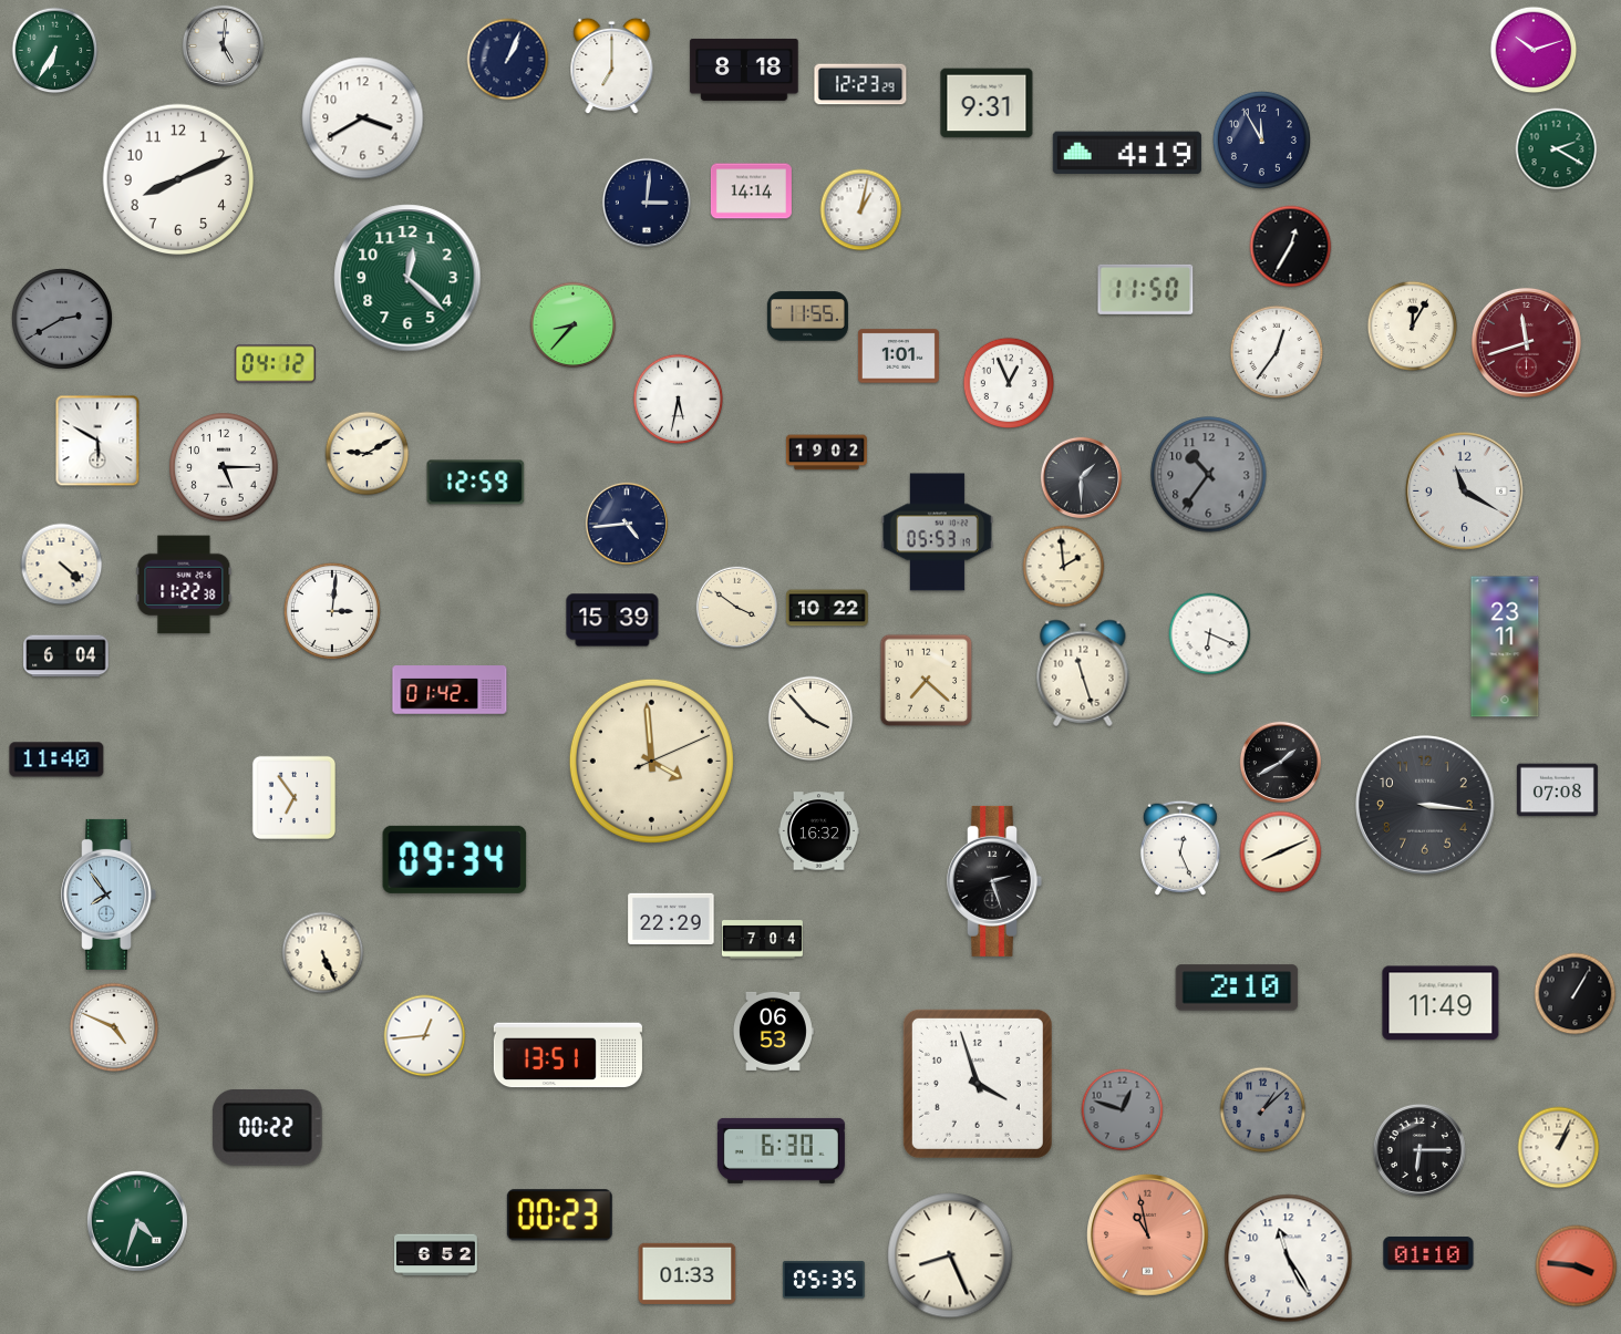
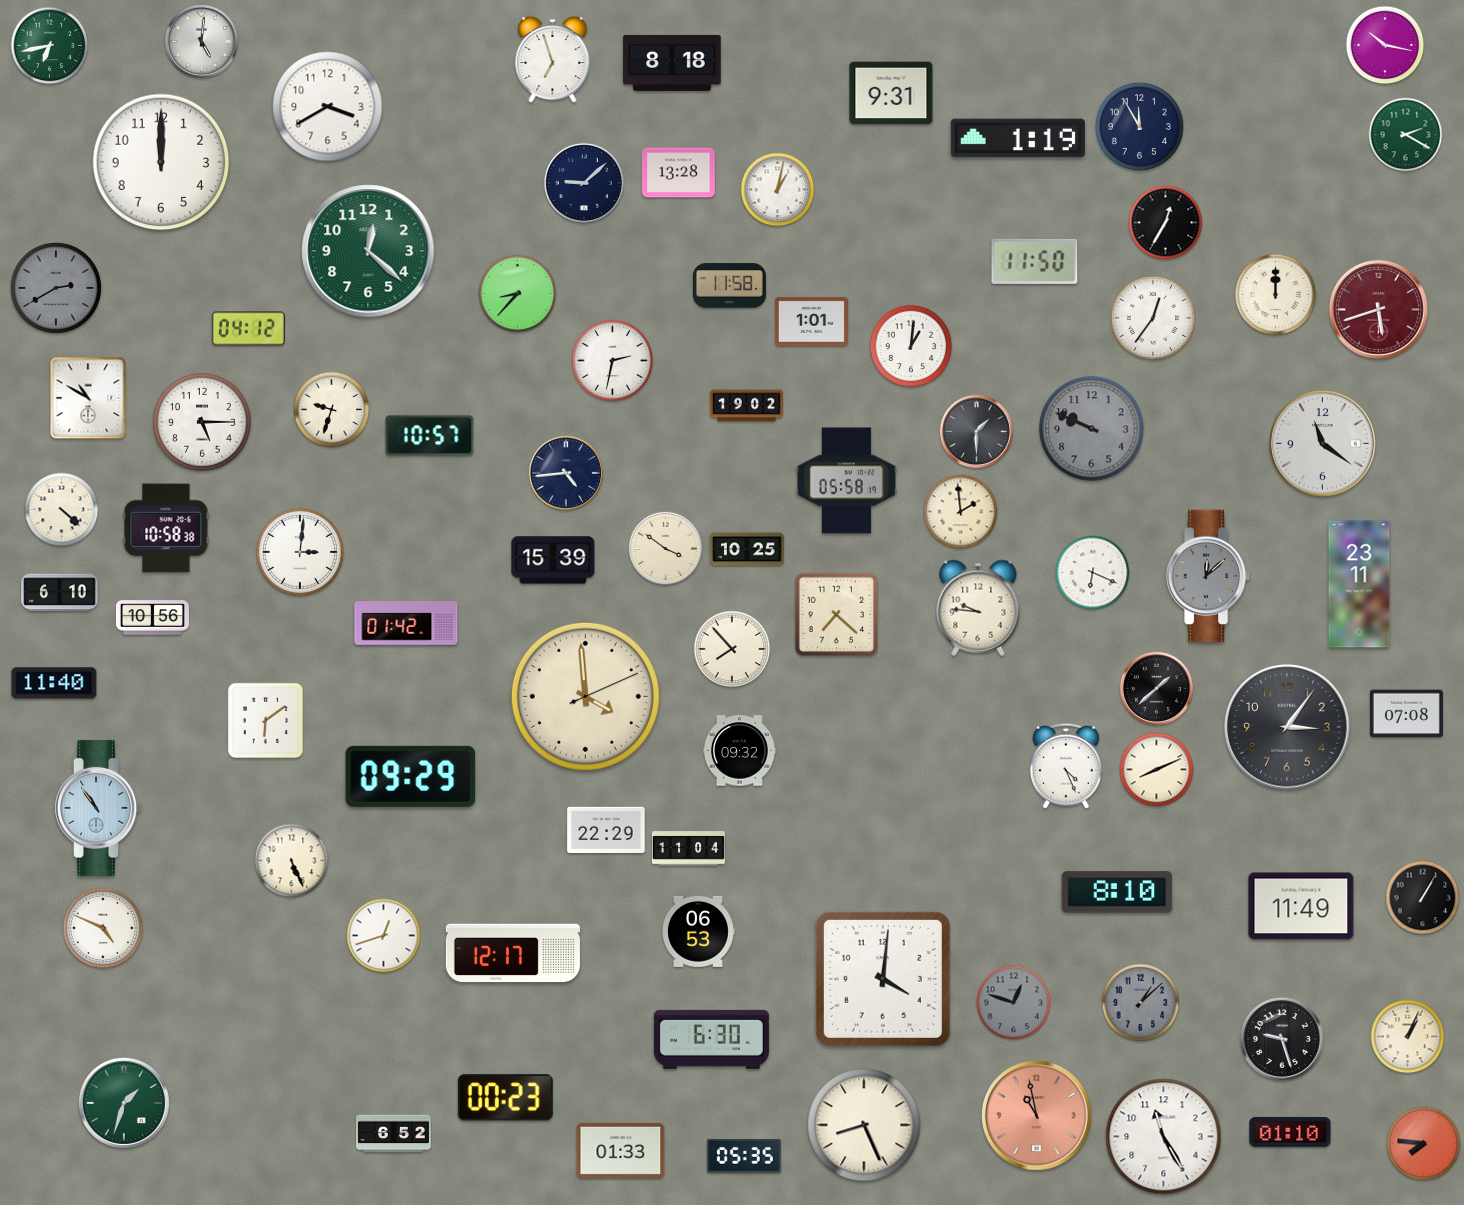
clock at (1534, 50): 10:12 -> 10:17
clock at (55, 51): 6:35 -> 6:43
clock at (508, 60): 1:04 -> none
clock at (612, 66): 7:00 -> 6:57
clock at (860, 84): 12:23 -> none
clock at (1127, 153): 4:19 -> 1:19
clock at (178, 179): 8:11 -> 12:00
clock at (751, 192): 14:14 -> 13:28
clock at (647, 203): 3:01 -> 9:08
clock at (807, 317): 11:55 -> 11:58
clock at (1413, 327): 12:05 -> 12:00
clock at (1526, 342): 11:42 -> 5:42
clock at (1009, 383): 12:56 -> 1:01
clock at (679, 400): 5:32 -> 2:32
clock at (97, 441): 5:50 -> 10:50
clock at (826, 453) position: (826, 453) -> (746, 406)
clock at (368, 454): 9:10 -> 9:33
clock at (1209, 475): 10:36 -> 9:49
clock at (476, 483): 12:59 -> 10:57
clock at (1465, 492): 11:20 -> 11:21
clock at (937, 532): 05:53 -> 05:58
clock at (62, 565) position: (62, 565) -> (62, 510)
clock at (184, 585): 11:22 -> 10:58
clock at (827, 608): 10:22 -> 10:25
clock at (1208, 575): none -> 12:08
clock at (66, 656): 6:04 -> 6:10
clock at (1083, 673): 11:27 -> 9:46
clock at (152, 618): none -> 10:56
clock at (810, 718): 3:53 -> 7:53
clock at (56, 759) position: (56, 759) -> (54, 683)
clock at (651, 761) position: (651, 761) -> (585, 696)
clock at (1280, 762): 1:40 -> 1:38
clock at (293, 797): 6:54 -> 6:09
clock at (1425, 805): 3:16 -> 3:06
clock at (818, 831): 16:32 -> 09:32
clock at (1180, 848): 12:26 -> 4:26
clock at (455, 859): 09:34 -> 09:29
clock at (994, 881): 2:27 -> none
clock at (109, 894): 7:54 -> 10:54
clock at (762, 940): 7:04 -> 11:04
clock at (1237, 987): 2:10 -> 8:10
clock at (425, 1036): 12:44 -> 12:42
clock at (568, 1055): 13:51 -> 12:17
clock at (978, 1084): 3:57 -> 4:01
clock at (268, 1127): 00:22 -> none
clock at (781, 1150) position: (781, 1150) -> (711, 1039)
clock at (1419, 1150): 6:15 -> 9:27
clock at (137, 1221): 4:33 -> 1:33
clock at (950, 1255) position: (950, 1255) -> (864, 1125)
clock at (1577, 1266): 3:46 -> 7:46
